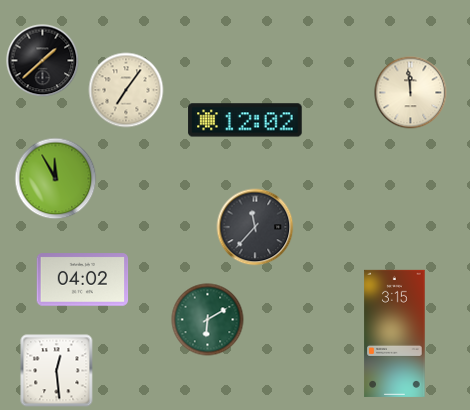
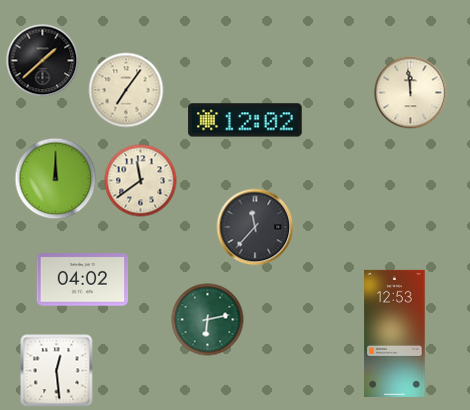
clock at (56, 179): 11:55 -> 12:00
clock at (141, 181): none -> 11:39
clock at (208, 320): 6:10 -> 6:13
clock at (395, 333): 3:15 -> 12:53
